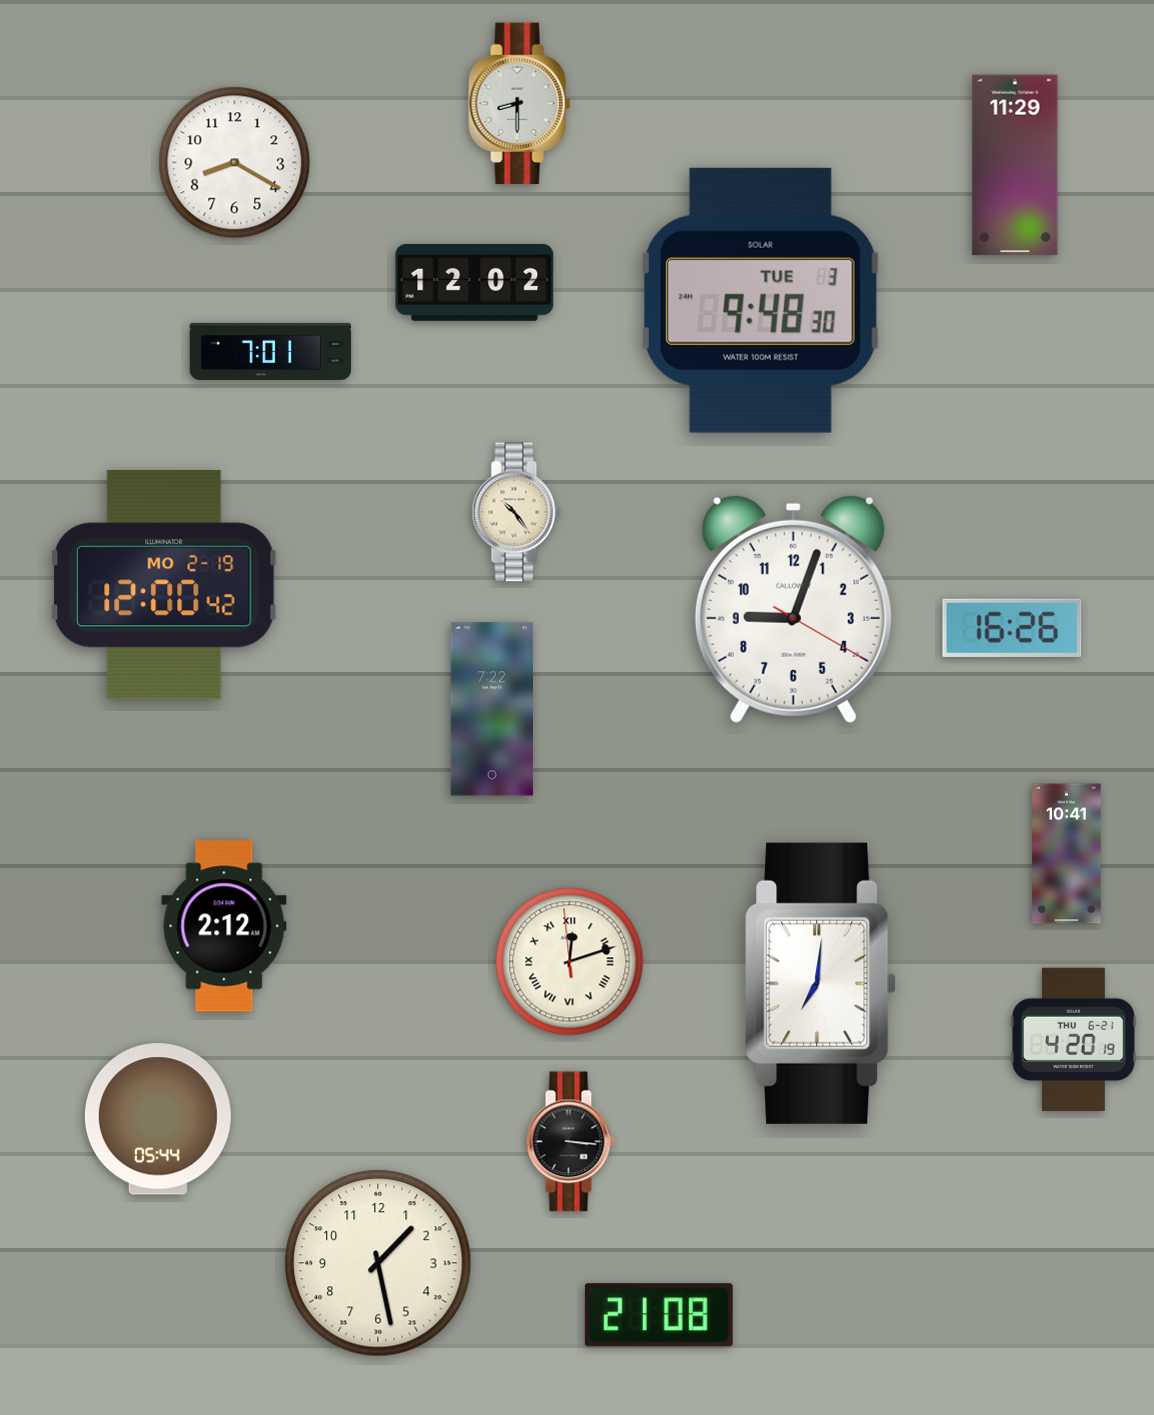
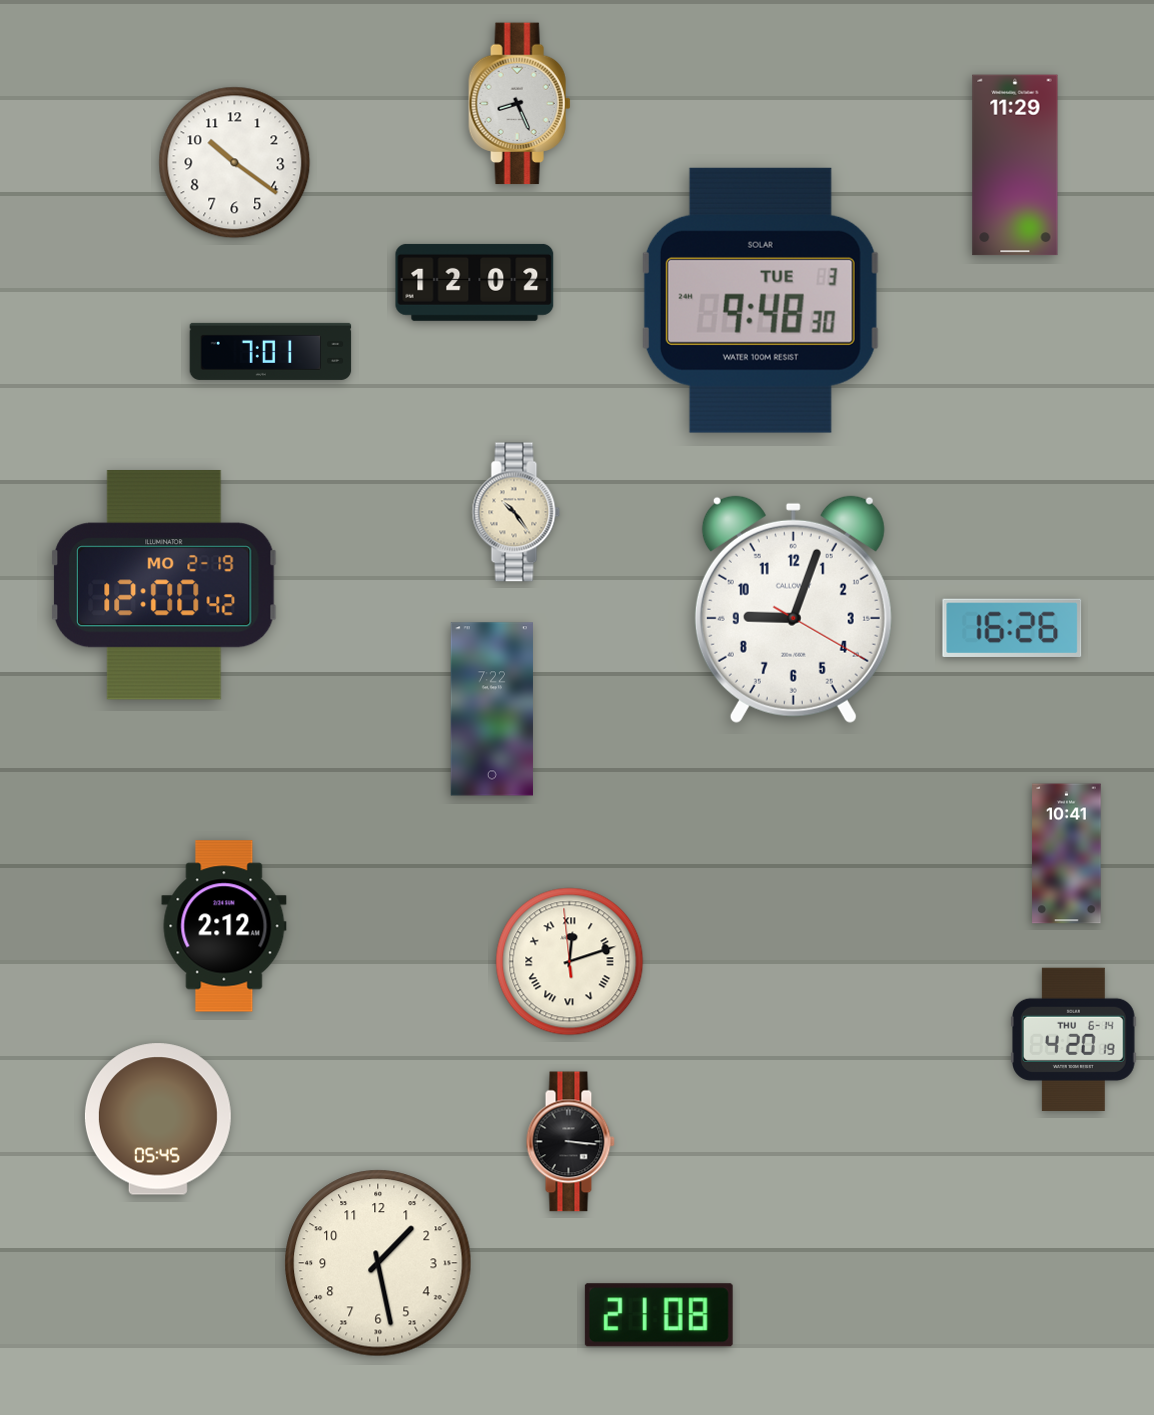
clock at (520, 104): 8:30 -> 8:26
clock at (235, 163): 8:20 -> 10:21
clock at (821, 983): 7:01 -> none
clock at (1074, 1039) date: THU 6-21 -> THU 6-14
clock at (158, 1119): 05:44 -> 05:45
